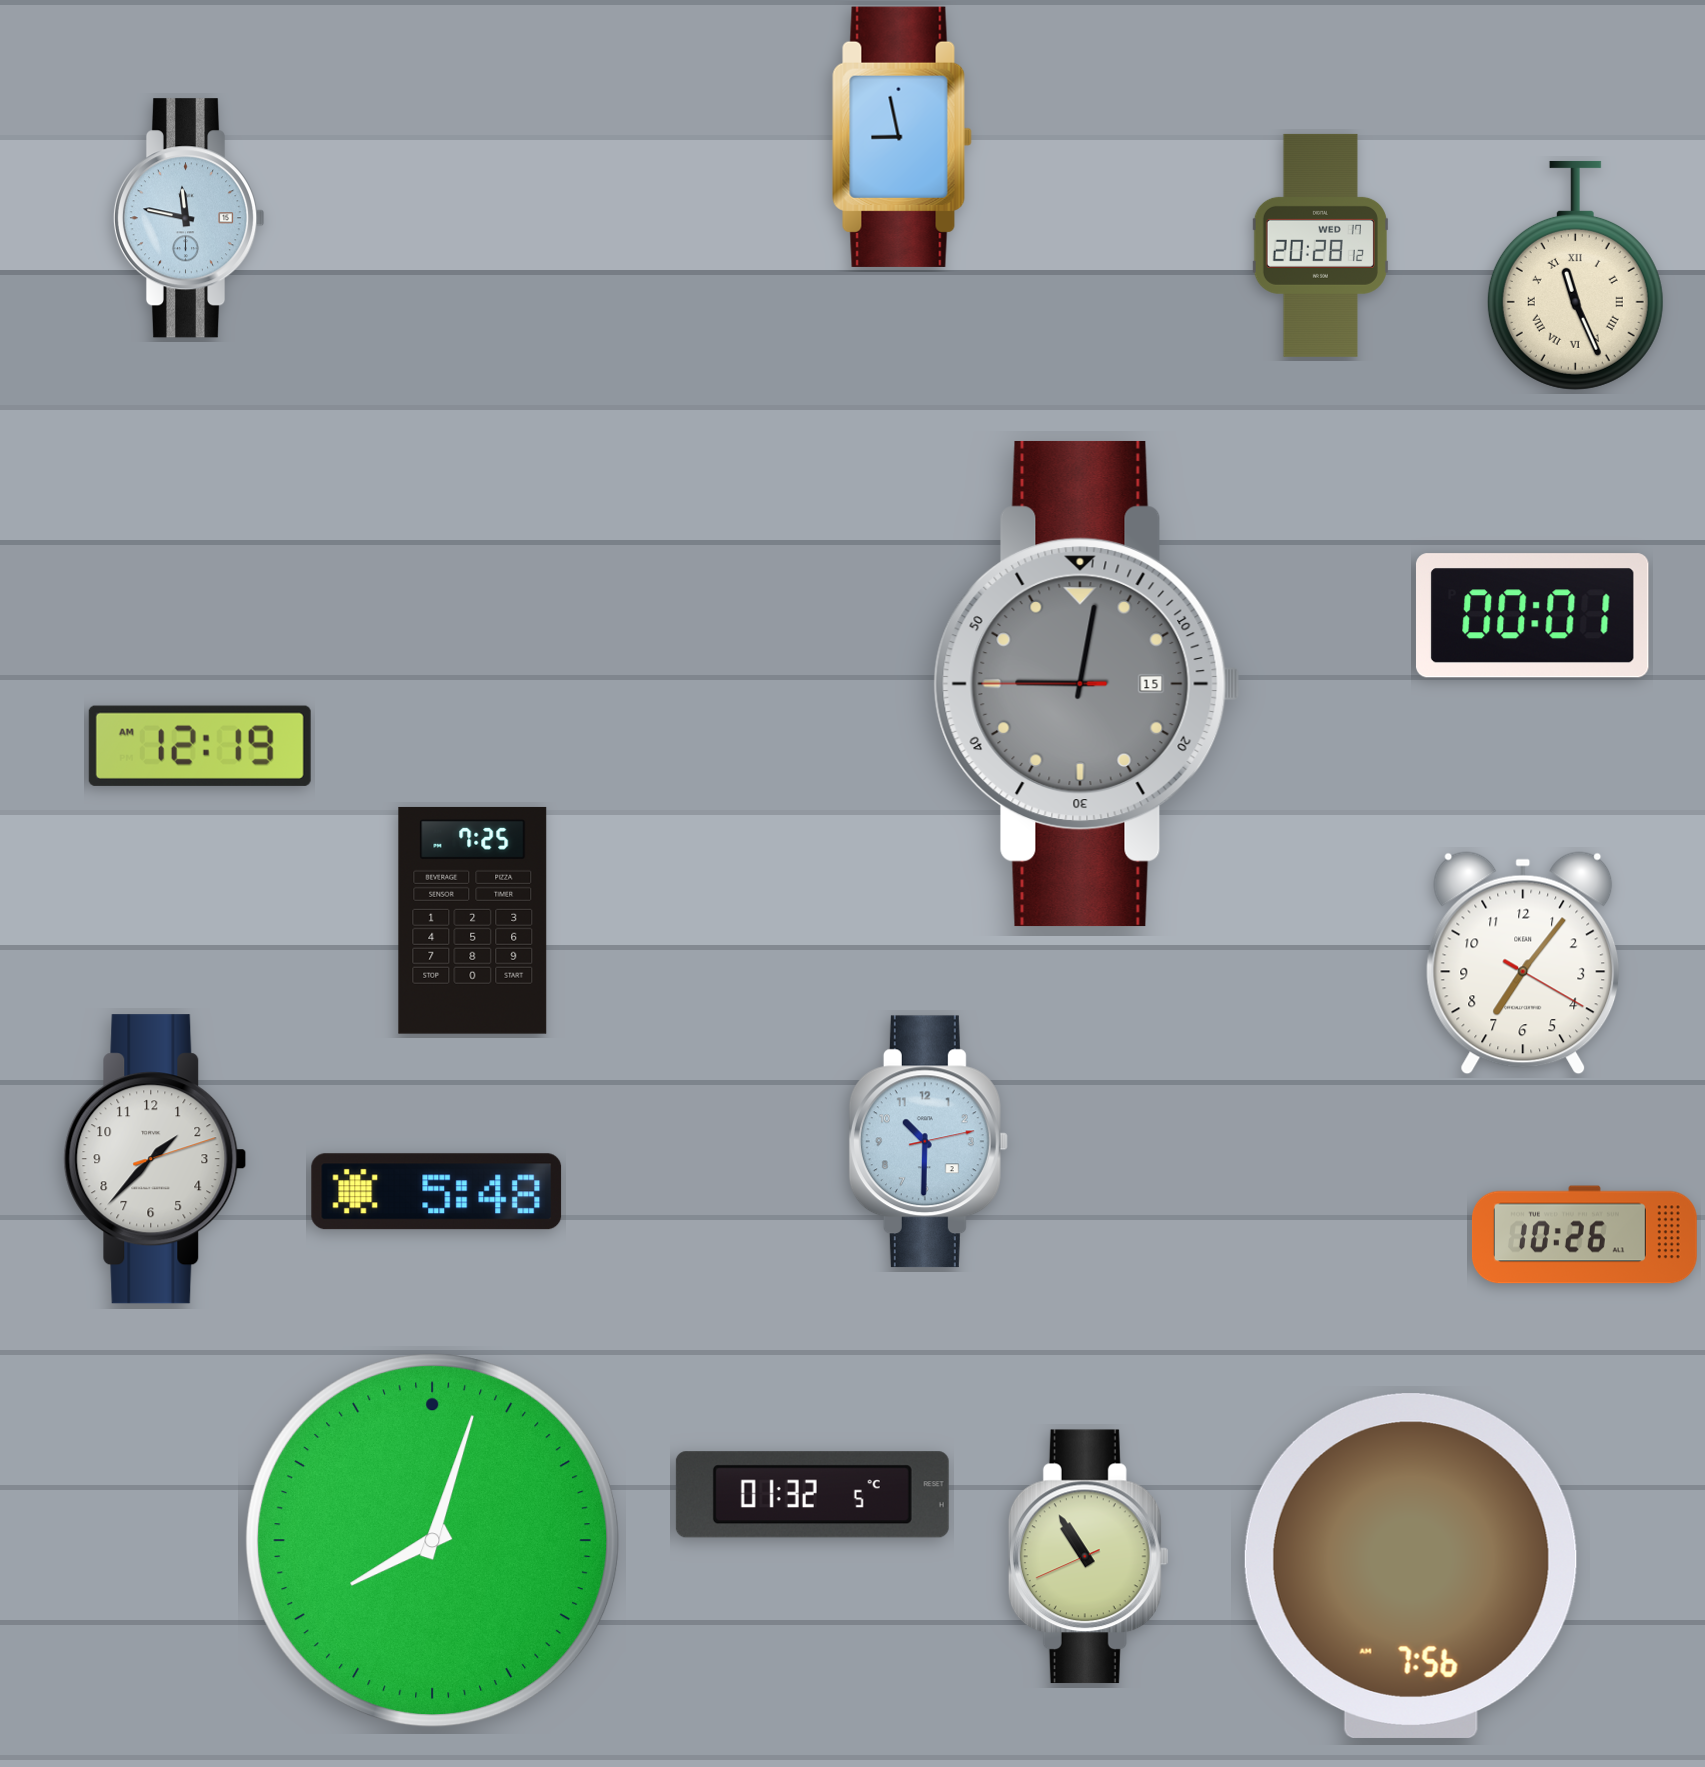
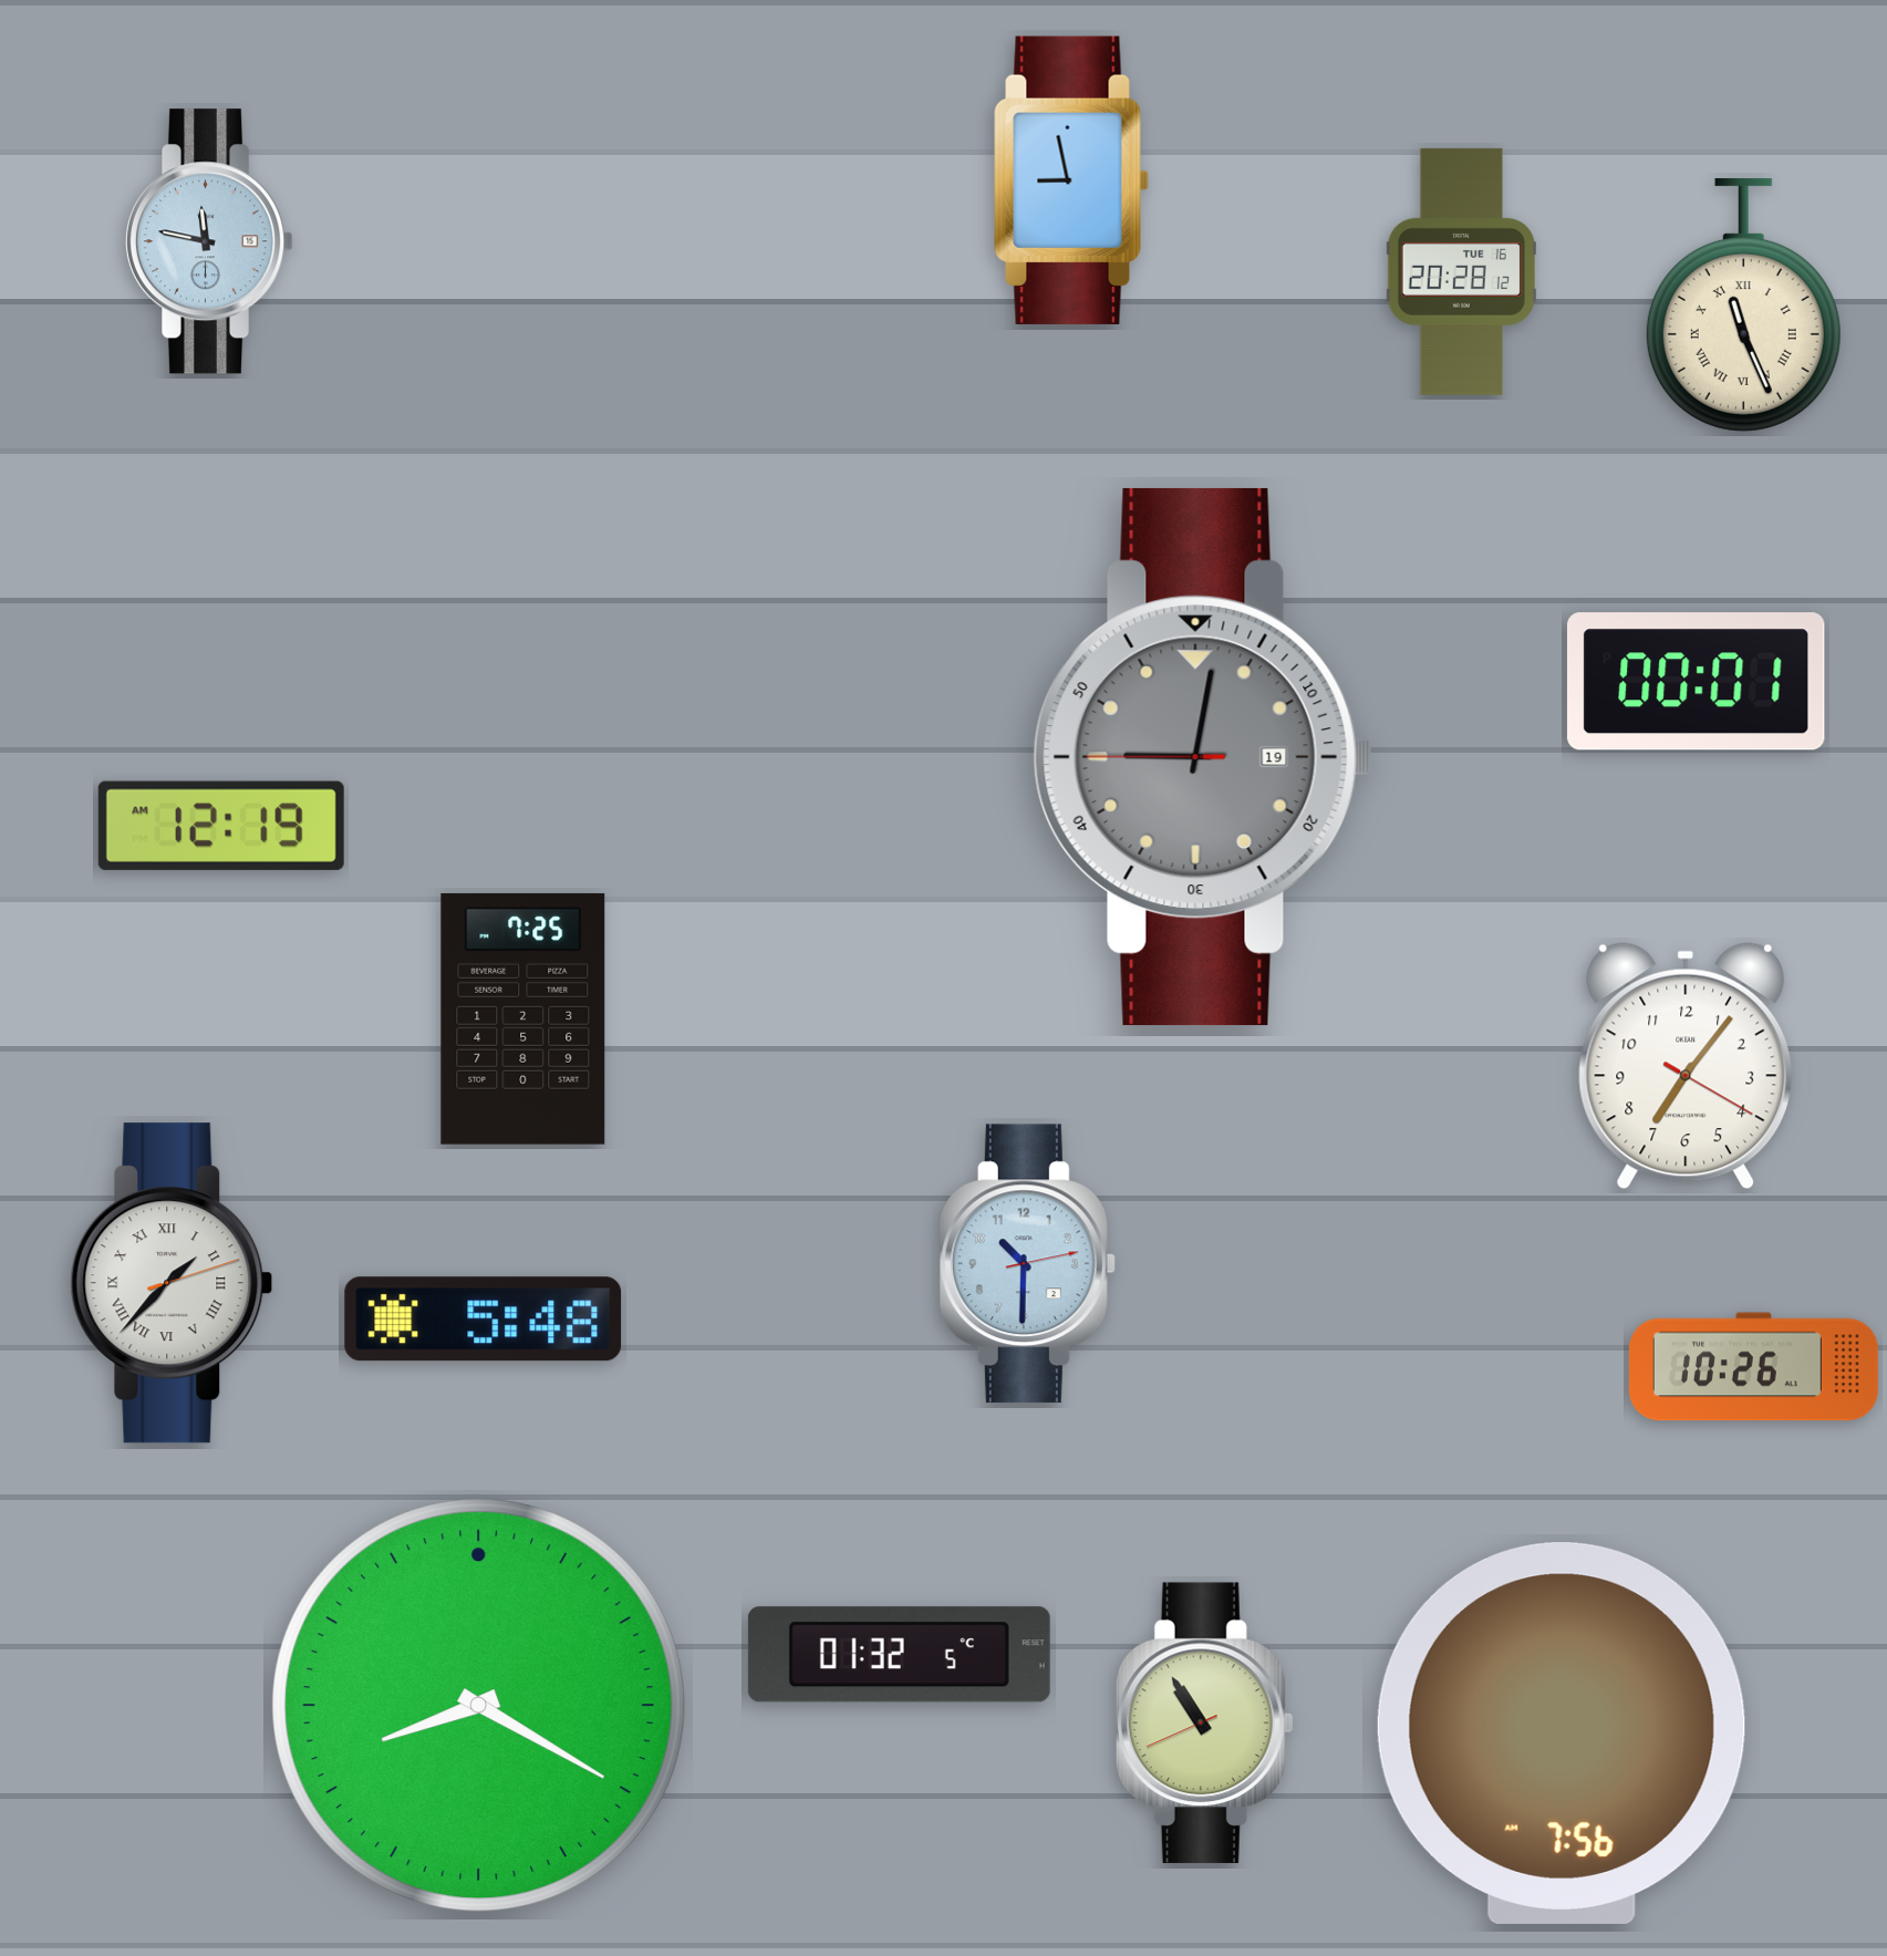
clock at (902, 137) position: (902, 137) -> (1071, 180)
clock at (1320, 245) date: WED 17 -> TUE 16
clock at (1087, 684) date: 15 -> 19
clock at (155, 1159) numerals: Arabic -> Roman
clock at (433, 1541): 8:03 -> 8:20
